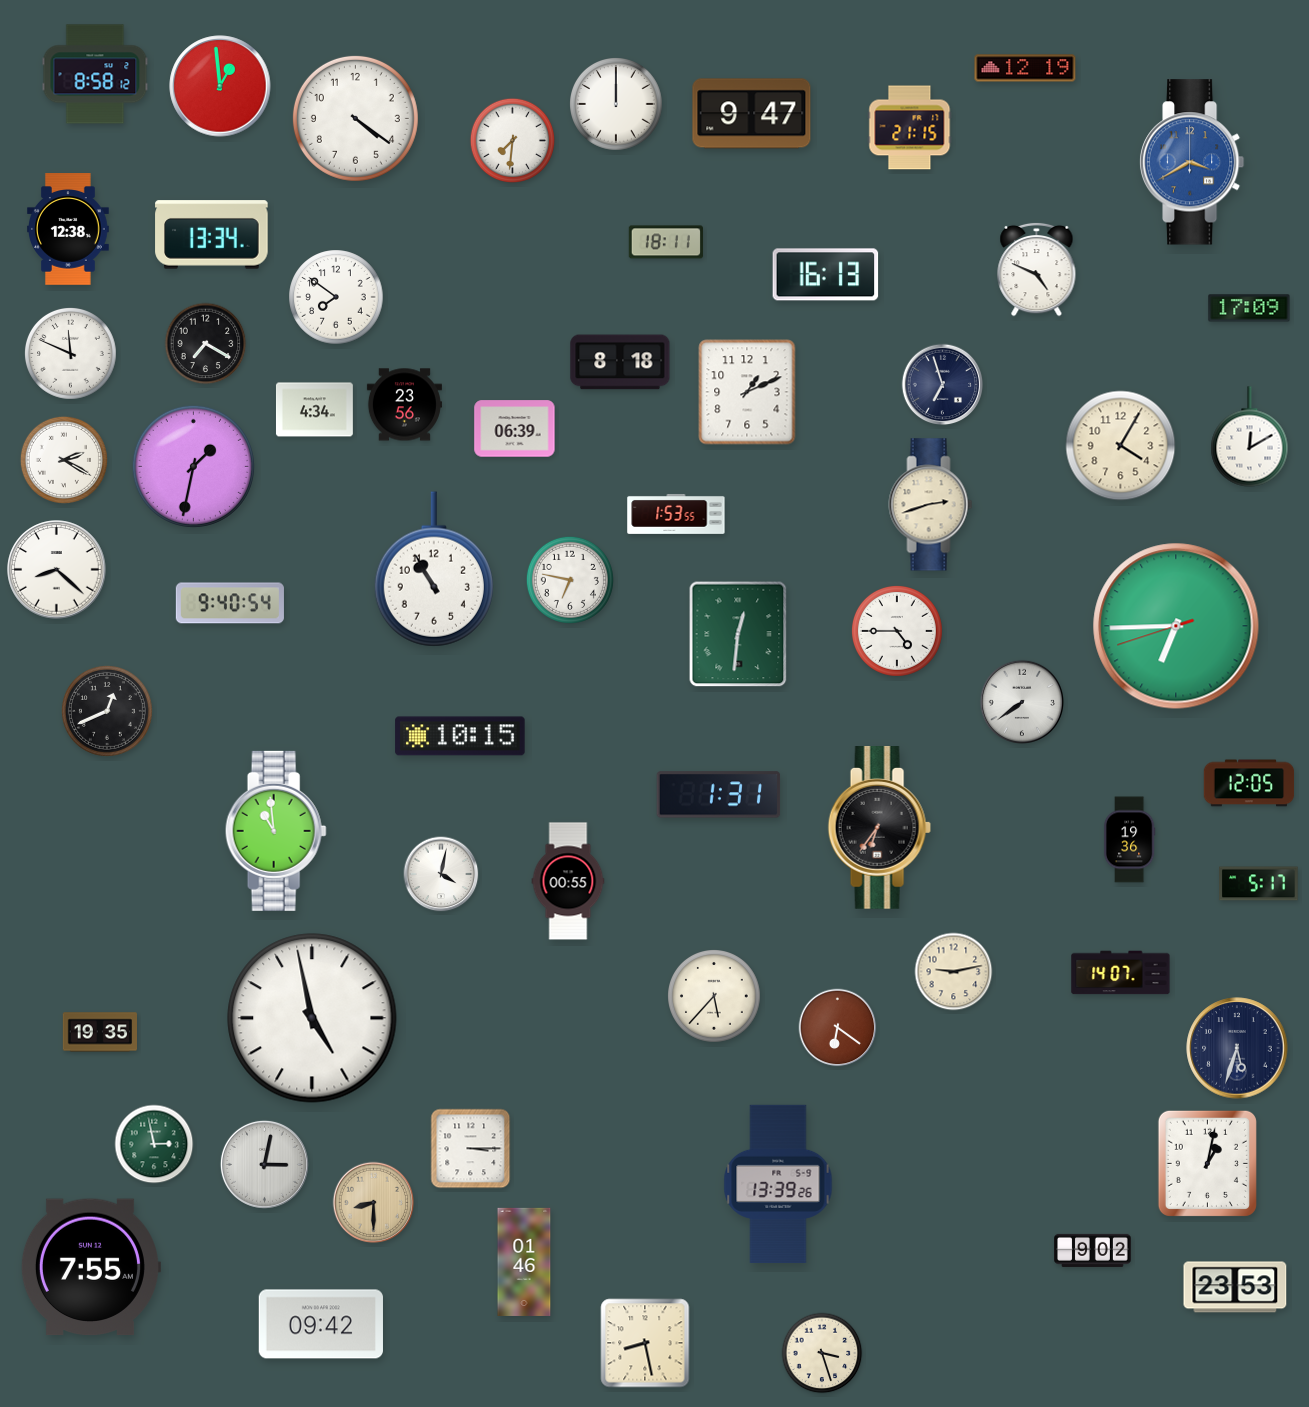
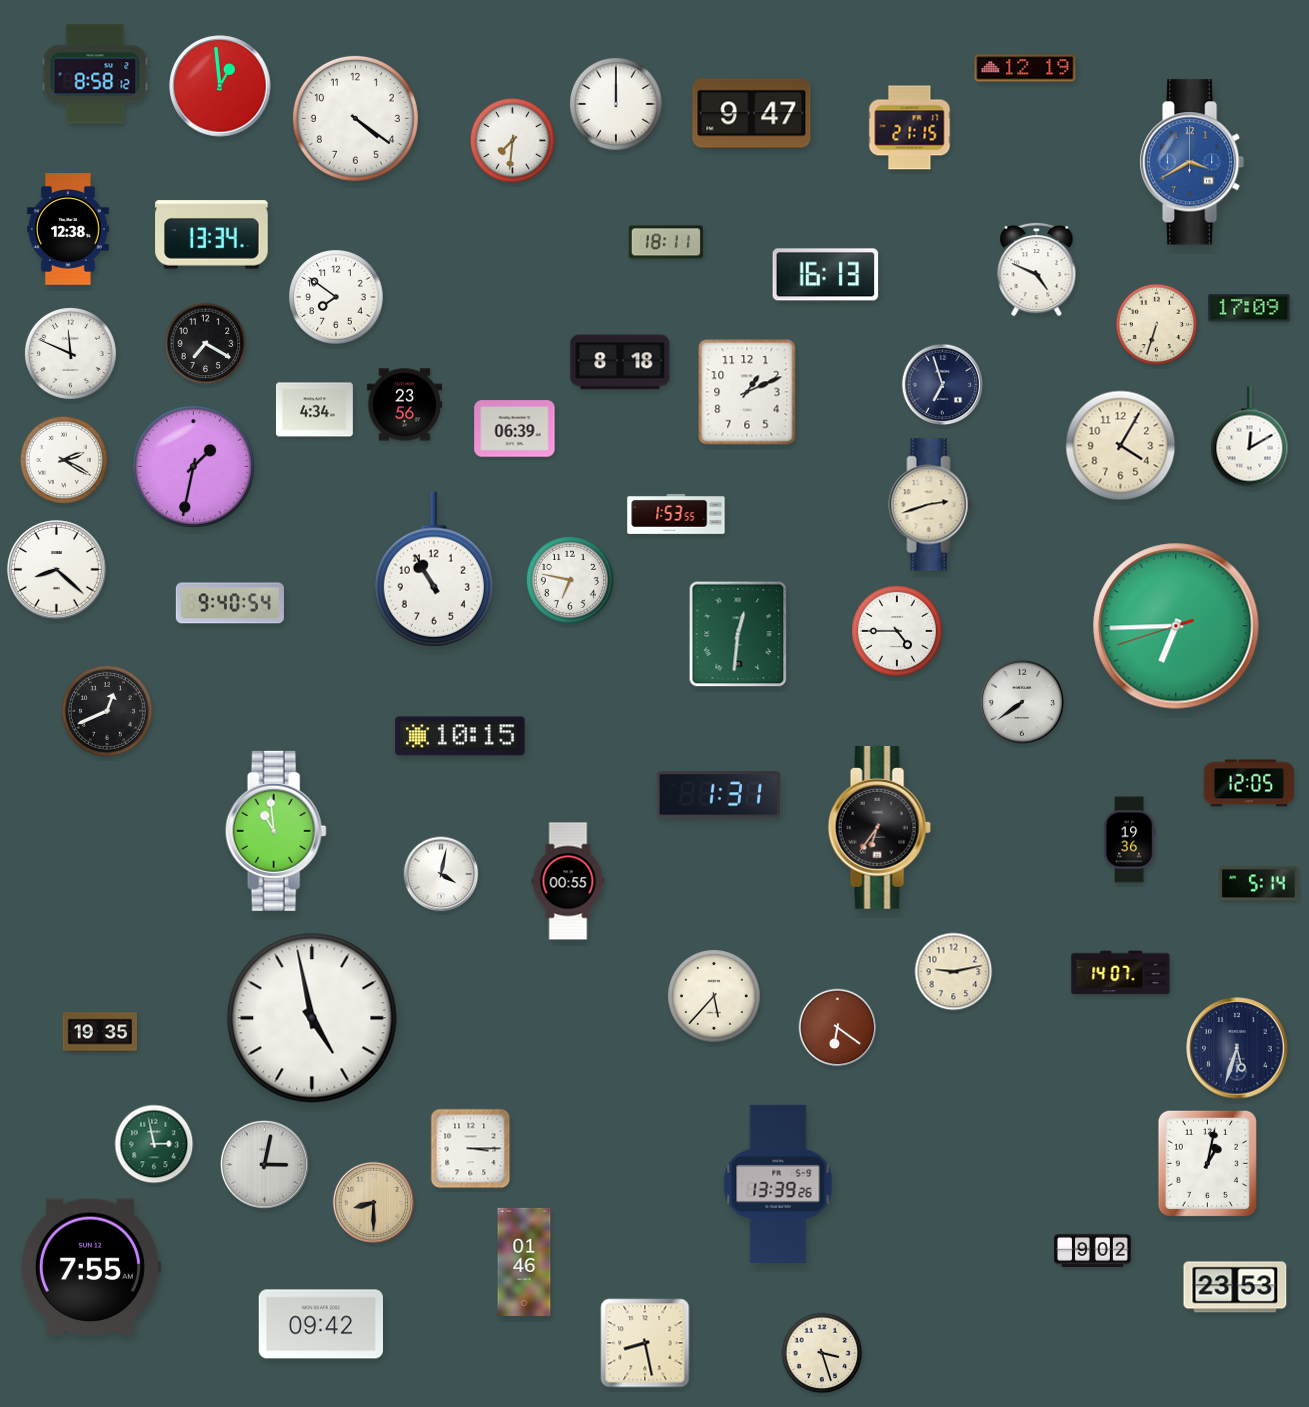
clock at (1157, 325): none -> 6:33
clock at (1259, 884): 5:17 -> 5:14
